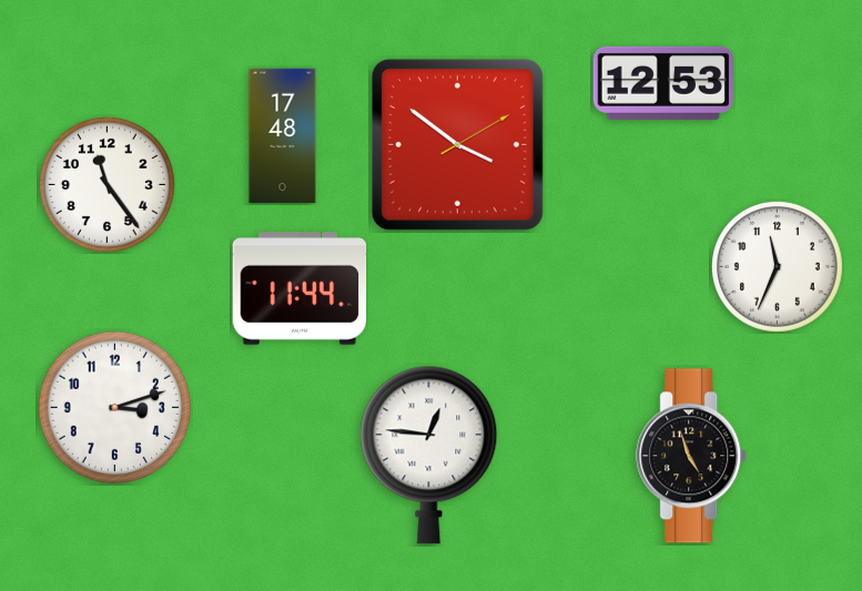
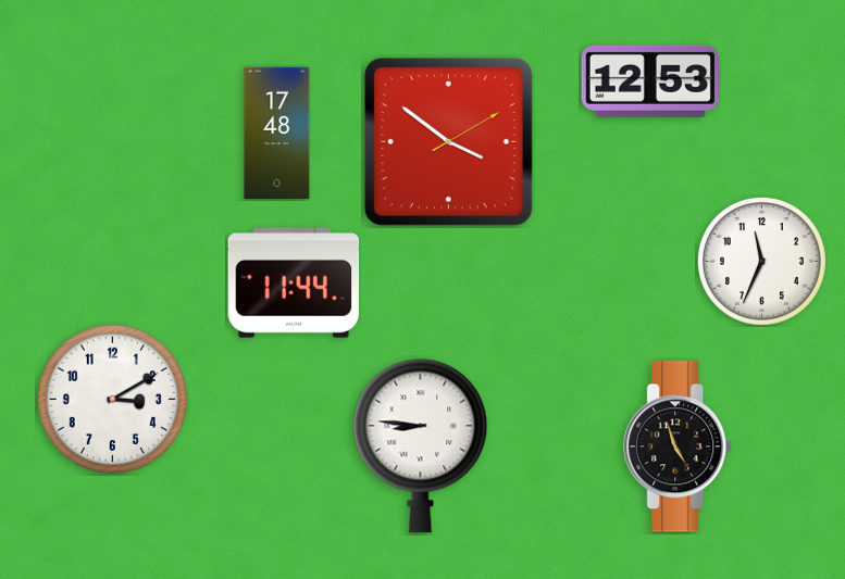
clock at (107, 184): 11:24 -> none
clock at (114, 407): 3:12 -> 3:10
clock at (429, 455): 12:46 -> 8:46
